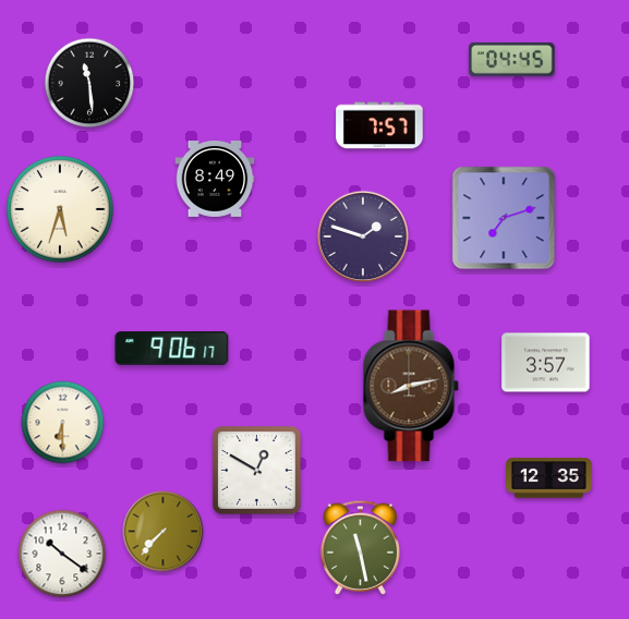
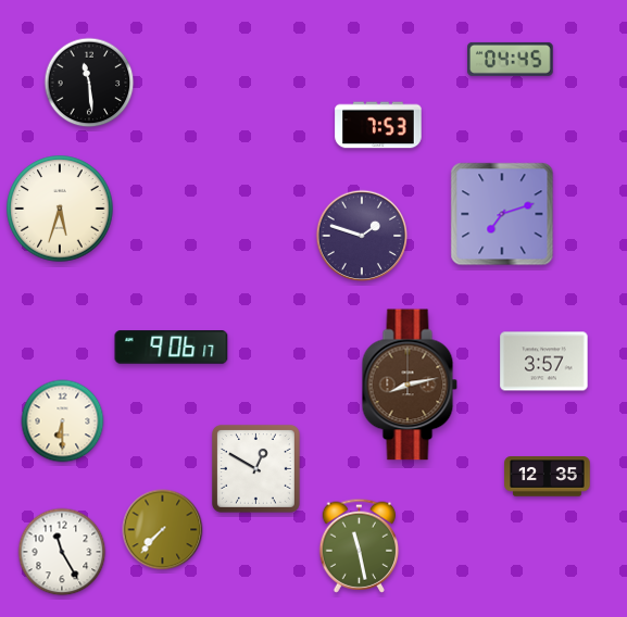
clock at (379, 125): 7:57 -> 7:53
clock at (215, 180): 8:49 -> none
clock at (504, 218) position: (504, 218) -> (502, 214)
clock at (62, 554): 10:21 -> 11:25
